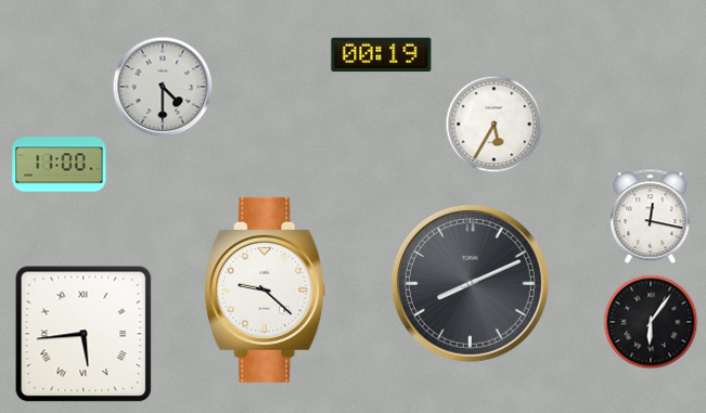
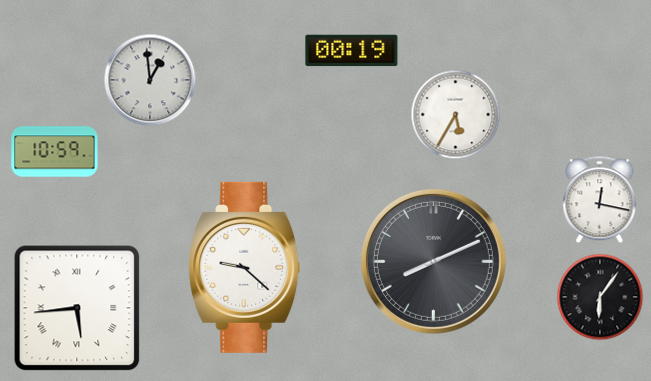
clock at (163, 87): 4:30 -> 12:59
clock at (60, 165): 11:00 -> 10:59
